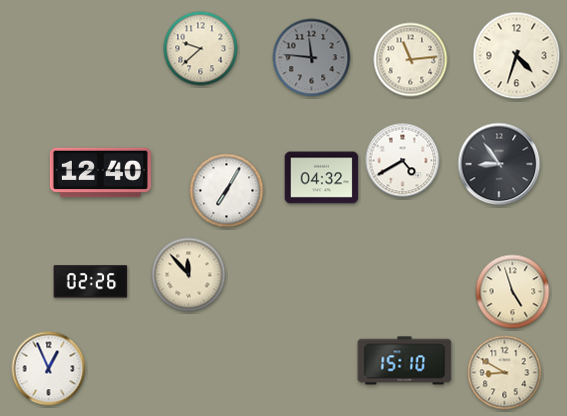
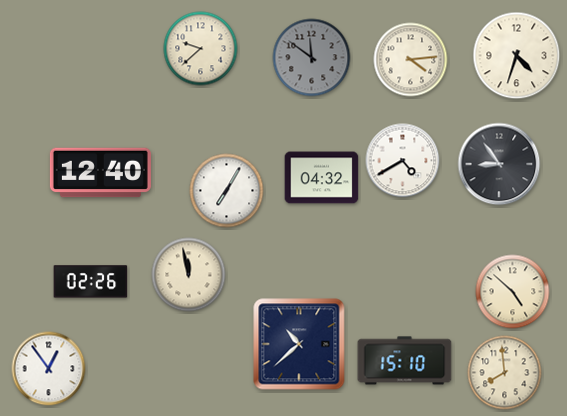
clock at (312, 58): 11:46 -> 11:51
clock at (411, 60): 11:14 -> 4:14
clock at (189, 275): 11:53 -> 11:58
clock at (513, 292): 4:57 -> 4:52
clock at (299, 344): none -> 10:38
clock at (49, 369): 12:56 -> 12:54
clock at (505, 373): 8:50 -> 7:59
